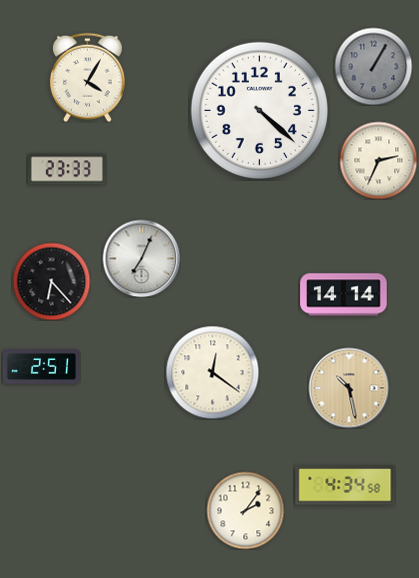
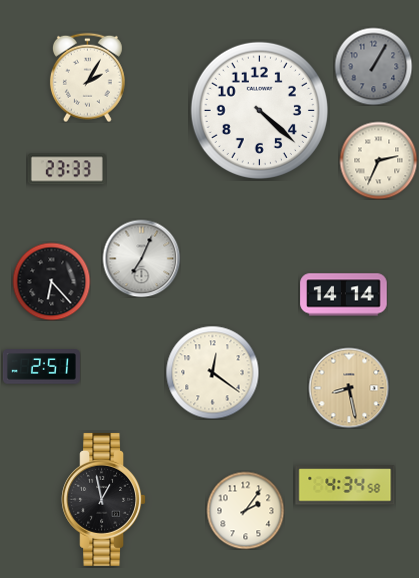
clock at (87, 77): 4:05 -> 2:05
clock at (349, 388): 10:28 -> 8:28
clock at (103, 499): none -> 12:58
